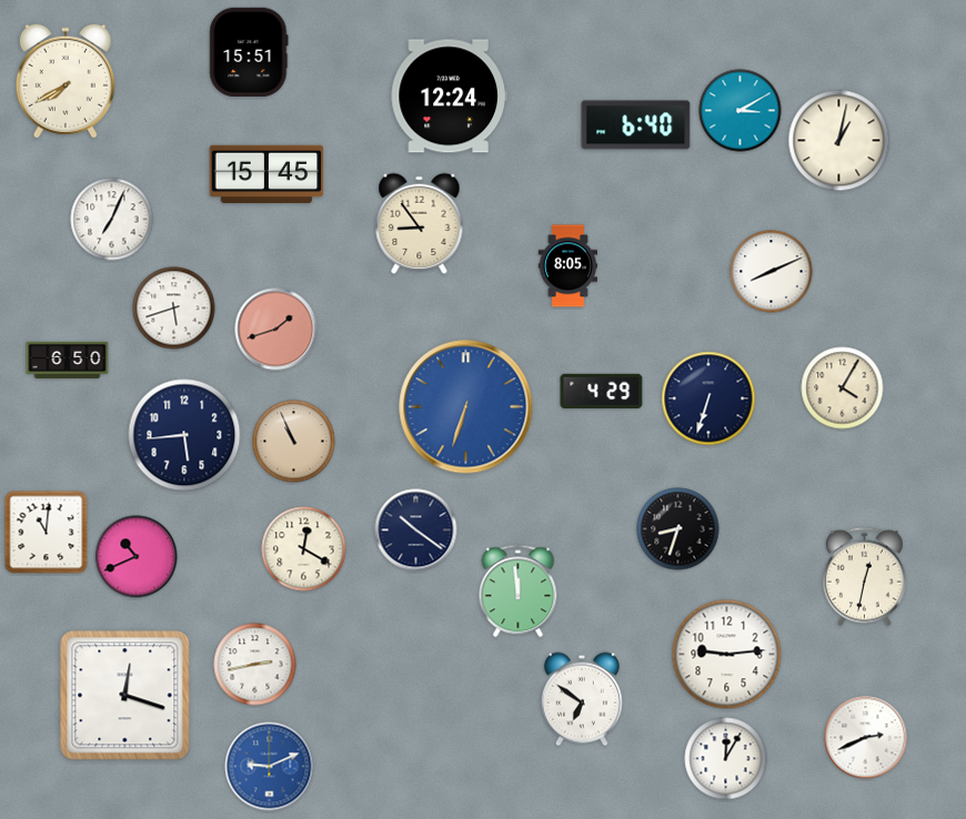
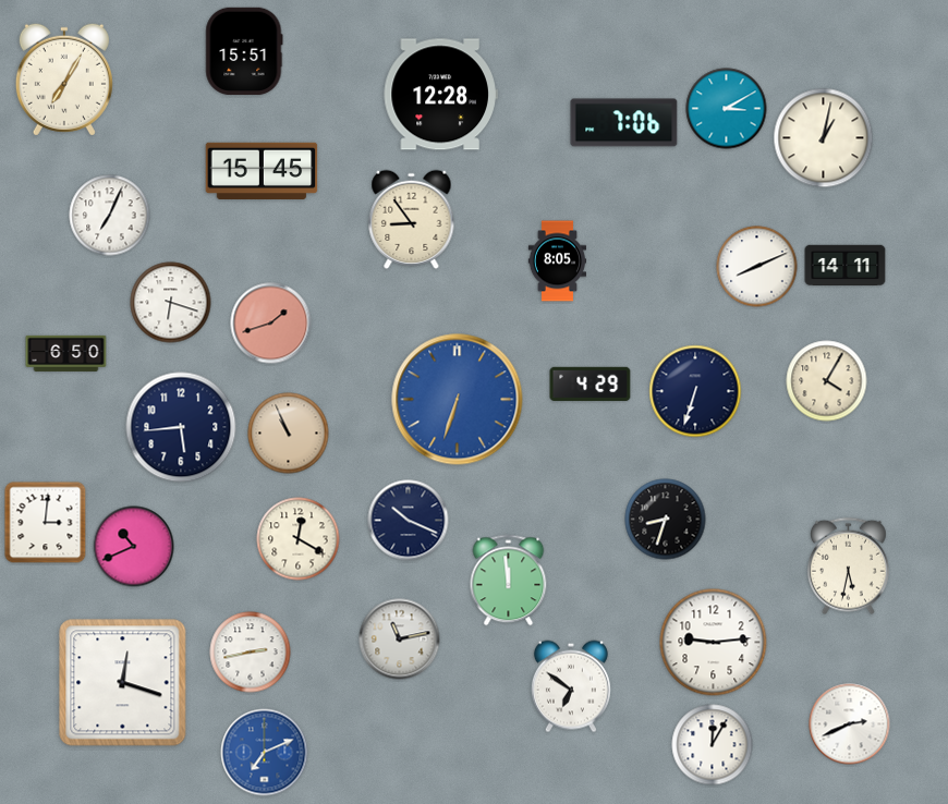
clock at (66, 81): 7:40 -> 7:05
clock at (449, 97): 12:24 -> 12:28
clock at (636, 125): 6:40 -> 7:06
clock at (846, 266): none -> 14:11
clock at (174, 309): 5:42 -> 6:18
clock at (416, 530): 10:21 -> 10:19
clock at (47, 533): 11:01 -> 3:01
clock at (864, 577): 12:32 -> 5:32
clock at (400, 639): none -> 11:13
clock at (270, 767): 9:11 -> 7:11
